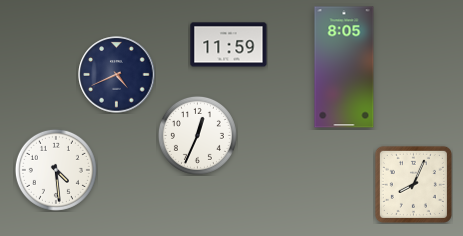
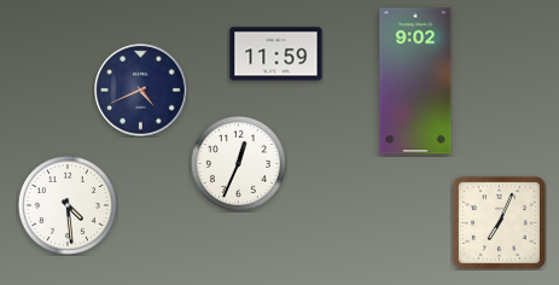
clock at (344, 67): 8:05 -> 9:02
clock at (413, 184): 8:04 -> 7:04
